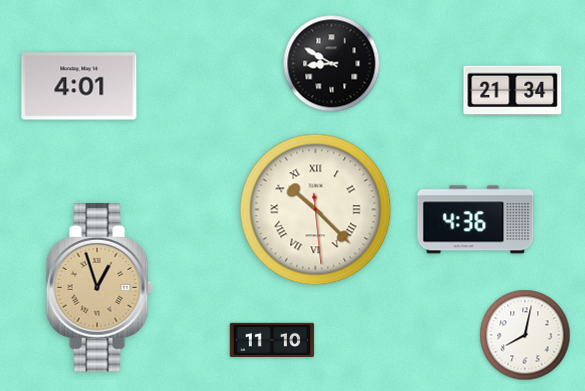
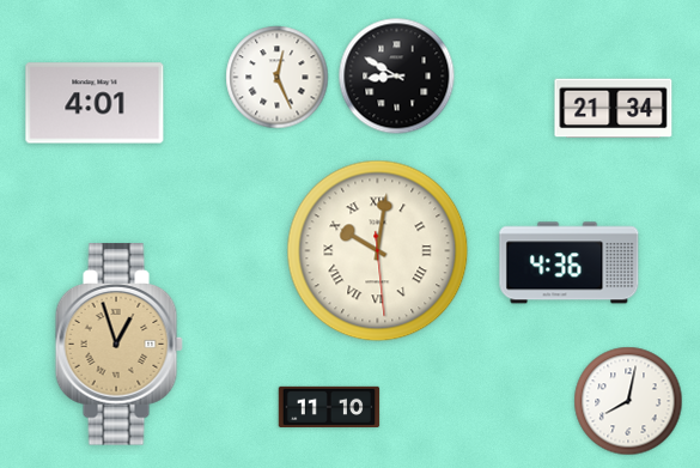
clock at (278, 78): none -> 12:26
clock at (316, 210): 10:22 -> 10:01
clock at (272, 339) position: (272, 339) -> (329, 406)
